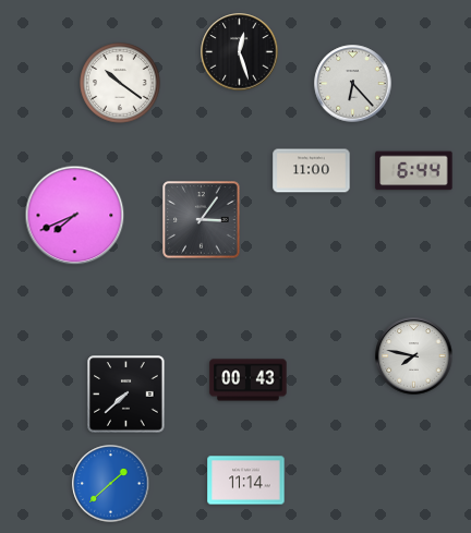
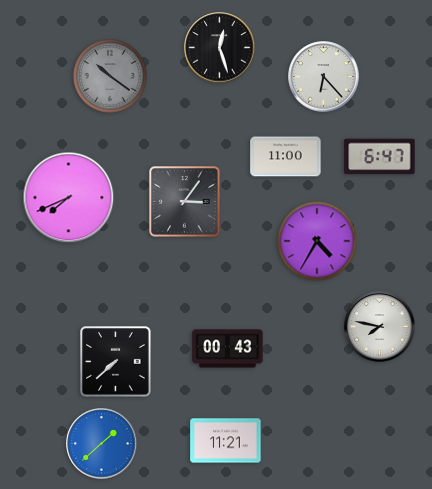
clock at (120, 83) dial: white -> grey
clock at (414, 171): 6:44 -> 6:47
clock at (317, 241): none -> 4:35
clock at (246, 481): 11:14 -> 11:21
